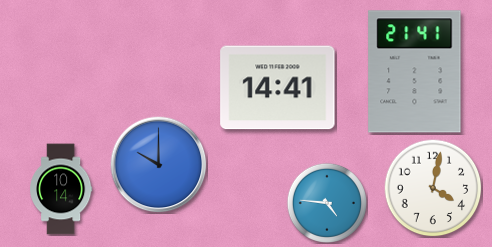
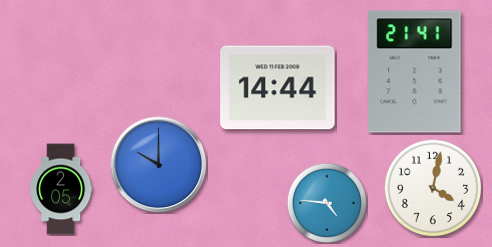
clock at (278, 88): 14:41 -> 14:44
clock at (62, 189): 10:14 -> 2:05
